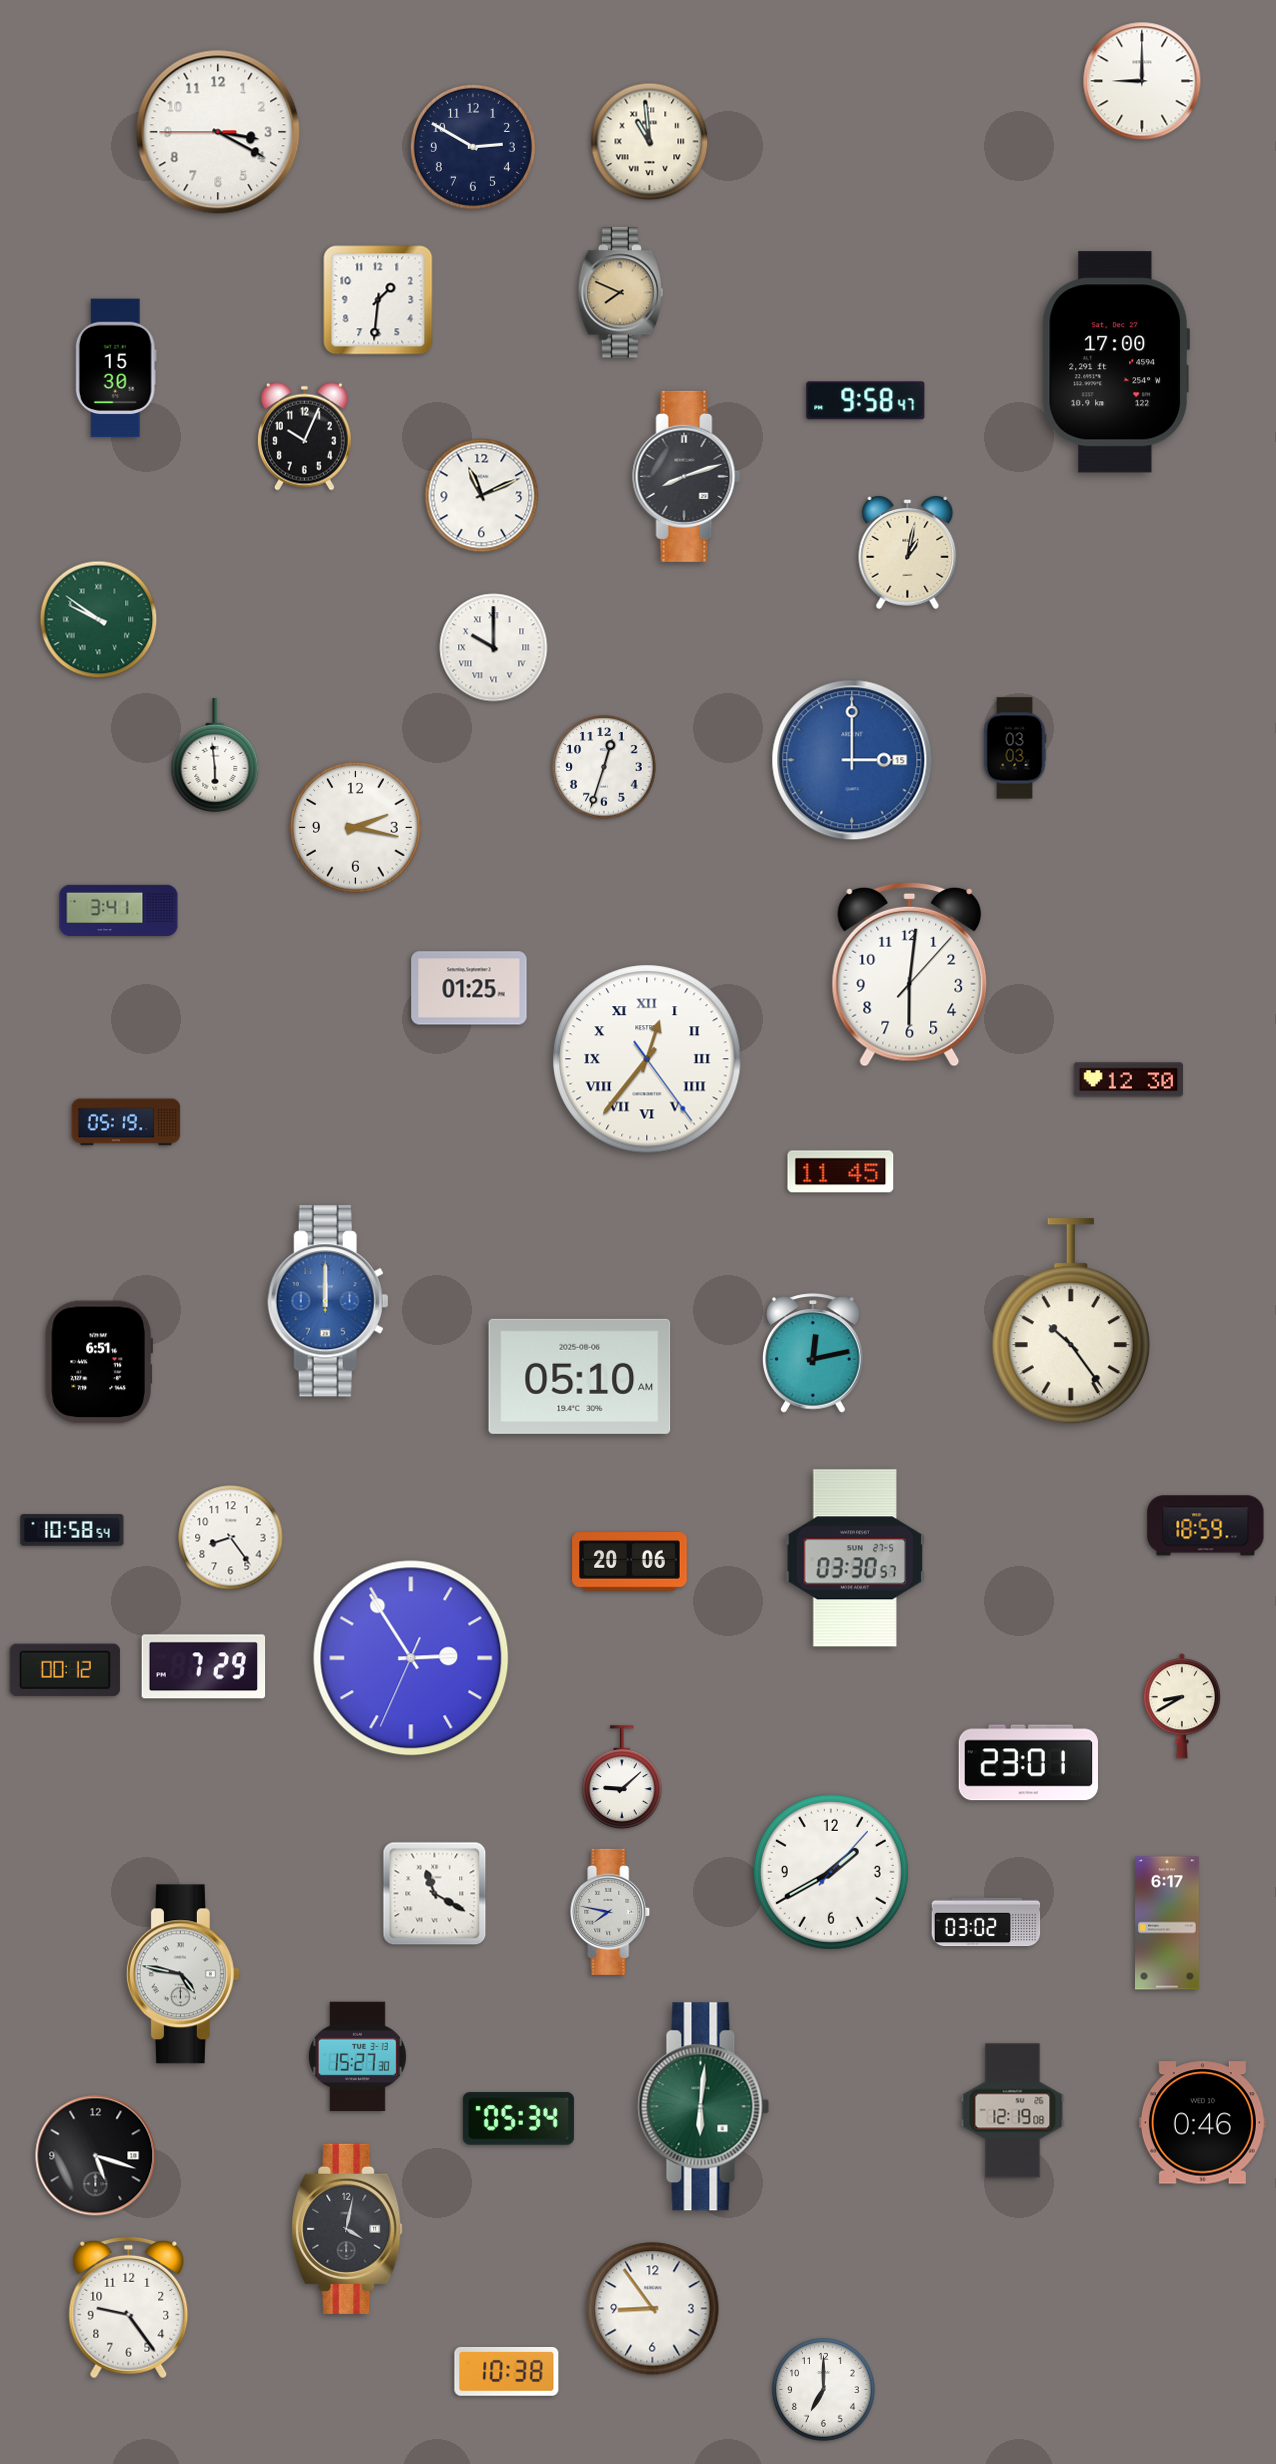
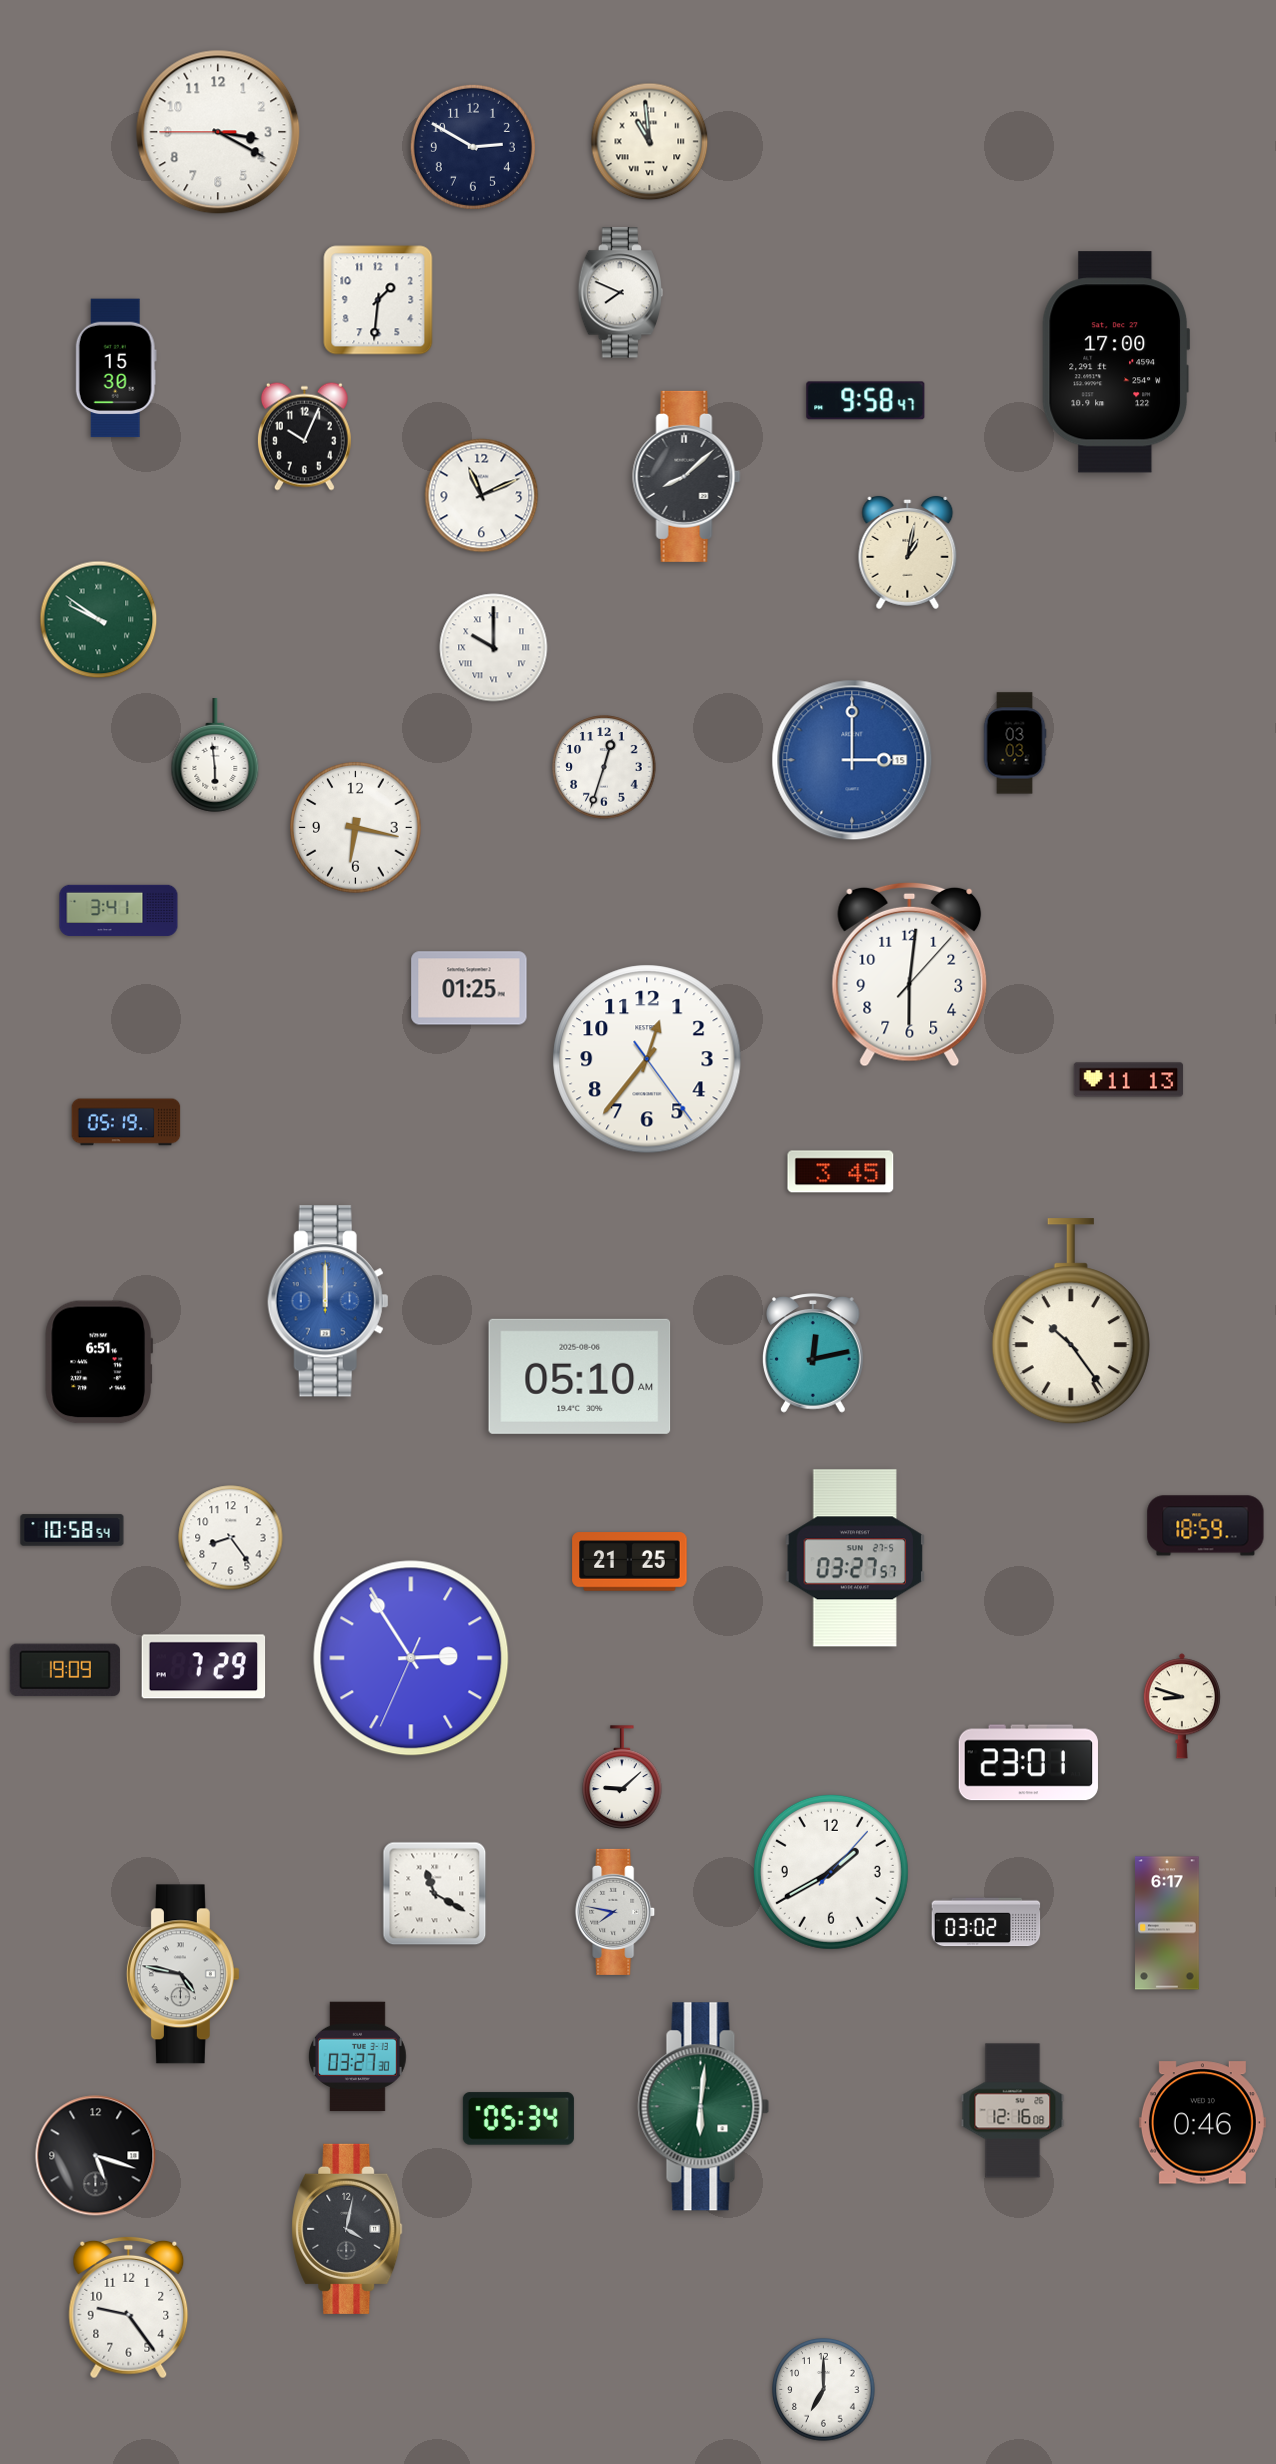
clock at (1142, 81): 9:00 -> none
clock at (621, 293) dial: champagne -> white
clock at (687, 476): 8:12 -> 8:08
clock at (1015, 748) position: (1015, 748) -> (1015, 743)
clock at (356, 828): 2:17 -> 6:17
clock at (647, 1059) numerals: Roman -> Arabic
clock at (1129, 1080): 12:30 -> 11:13
clock at (841, 1172): 11:45 -> 3:45
clock at (855, 1558): 03:30 -> 03:27
clock at (630, 1562): 20:06 -> 21:25
clock at (65, 1670): 00:12 -> 19:09
clock at (1182, 1706): 8:40 -> 8:48
clock at (611, 1912) position: (611, 1912) -> (616, 1912)
clock at (357, 2057): 15:27 -> 03:27
clock at (1013, 2111): 12:19 -> 12:16
clock at (653, 2309): 8:54 -> none
clock at (507, 2371): 10:38 -> none
